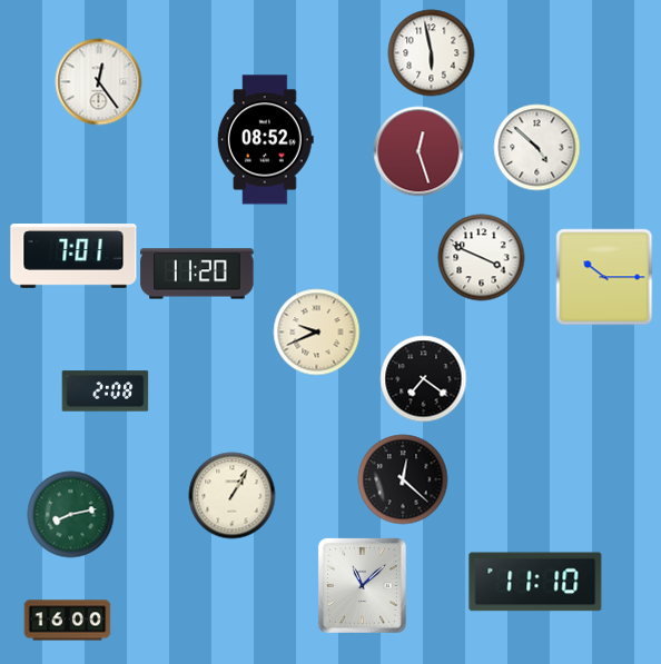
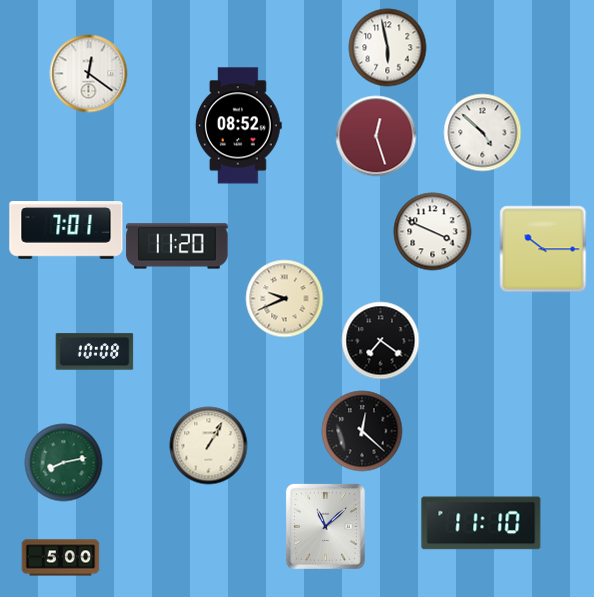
clock at (98, 81): 12:24 -> 12:21
clock at (105, 392): 2:08 -> 10:08
clock at (67, 621): 16:00 -> 5:00
